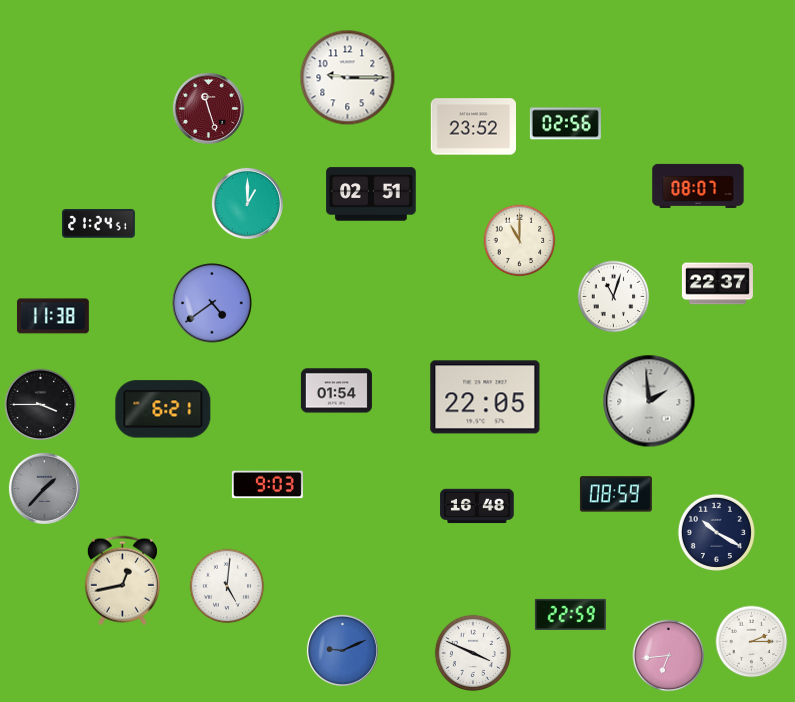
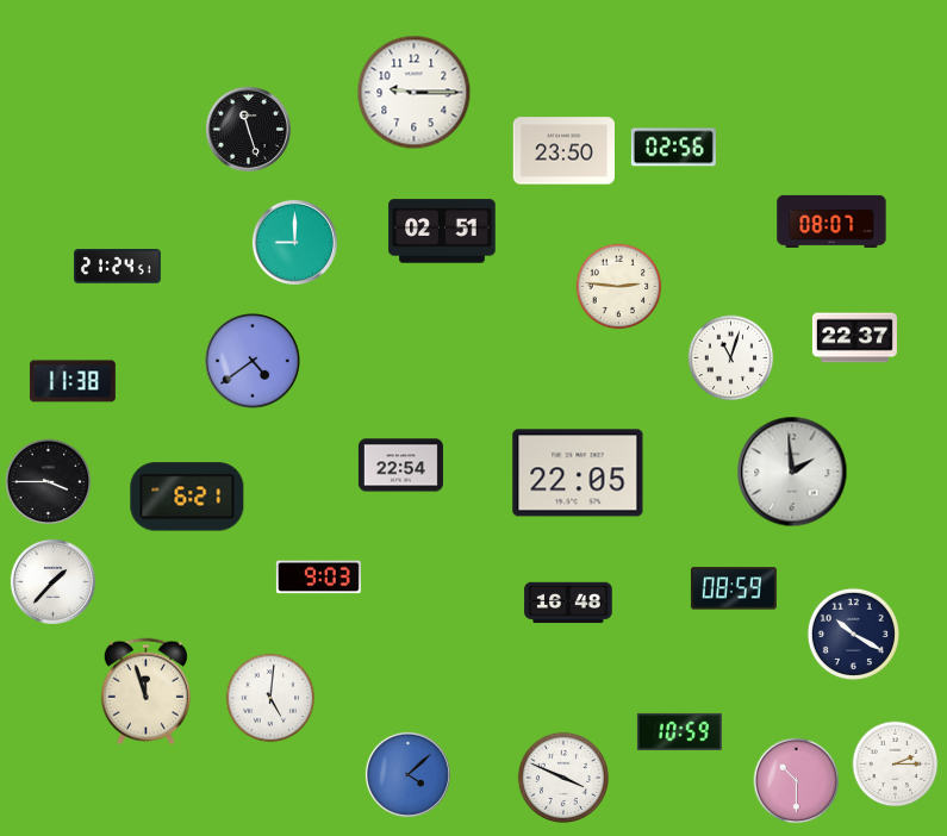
clock at (208, 108) dial: burgundy -> black
clock at (474, 127): 23:52 -> 23:50
clock at (247, 203): 1:00 -> 9:00
clock at (520, 241): 11:00 -> 2:46
clock at (614, 297) position: (614, 297) -> (731, 358)
clock at (53, 316) position: (53, 316) -> (73, 381)
clock at (336, 391): 01:54 -> 22:54
clock at (649, 401) position: (649, 401) -> (792, 472)
clock at (163, 409) position: (163, 409) -> (187, 497)
clock at (44, 488) dial: grey -> white
clock at (122, 581): 12:43 -> 11:57
clock at (570, 614): 22:59 -> 10:59
clock at (342, 650): 9:11 -> 4:08
clock at (669, 656): 6:44 -> 10:30
